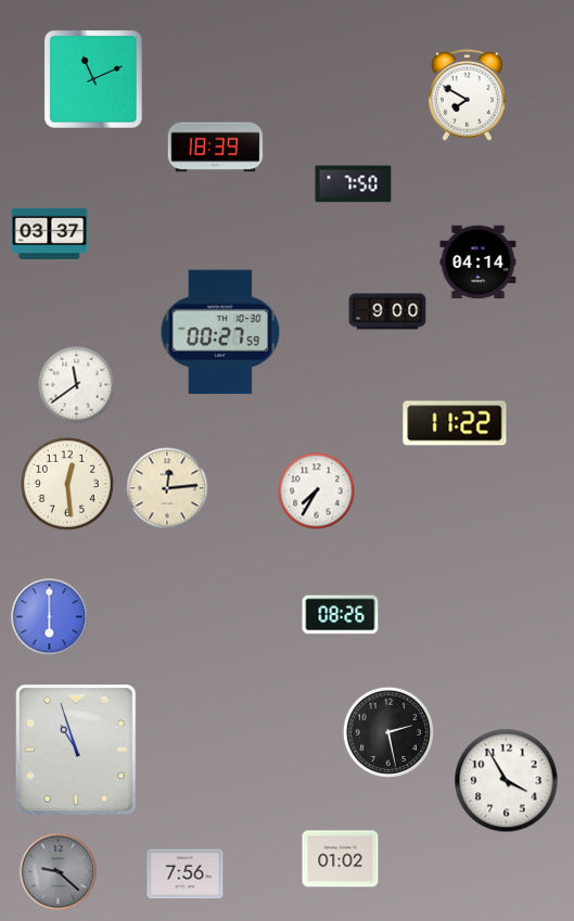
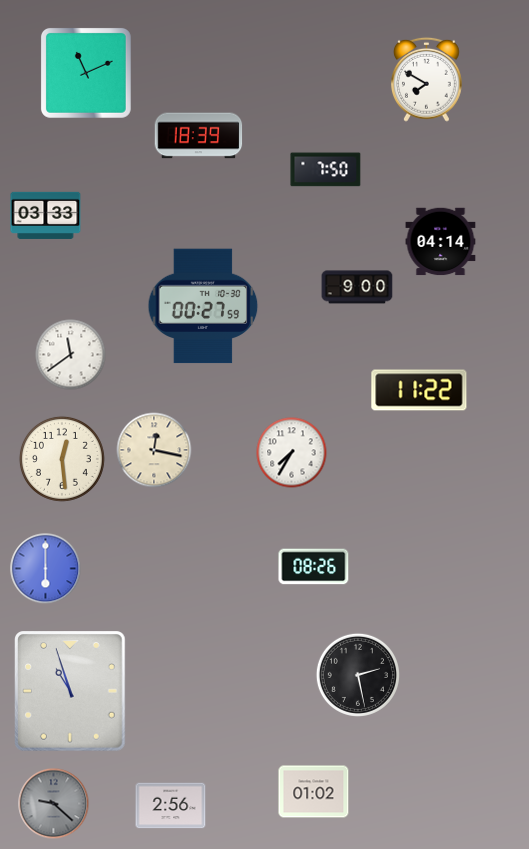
clock at (468, 94) position: (468, 94) -> (427, 79)
clock at (50, 233): 03:37 -> 03:33
clock at (67, 484) position: (67, 484) -> (62, 459)
clock at (167, 488): 12:14 -> 12:17
clock at (507, 781): 3:55 -> none
clock at (186, 874): 7:56 -> 2:56
